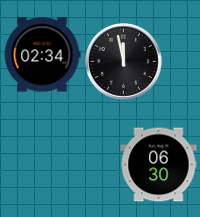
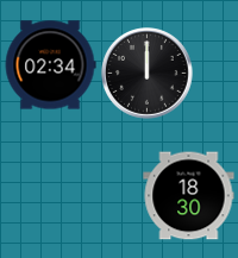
clock at (124, 62): 11:58 -> 12:00
clock at (159, 165): 06:30 -> 18:30
